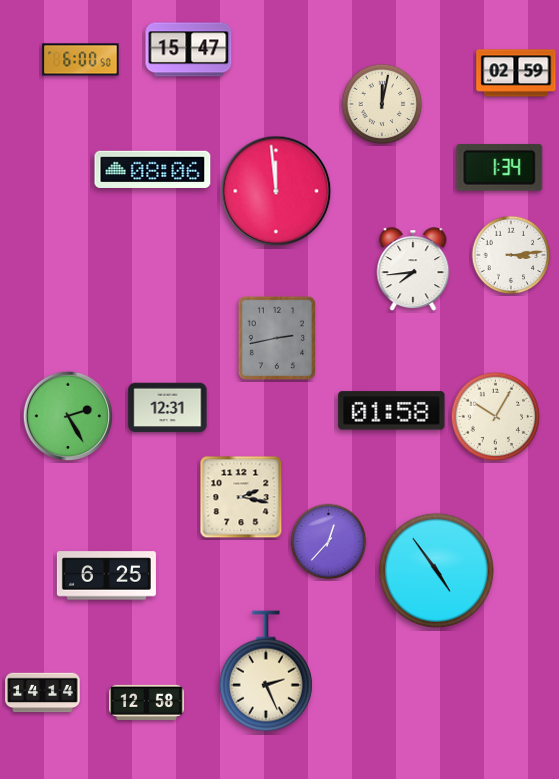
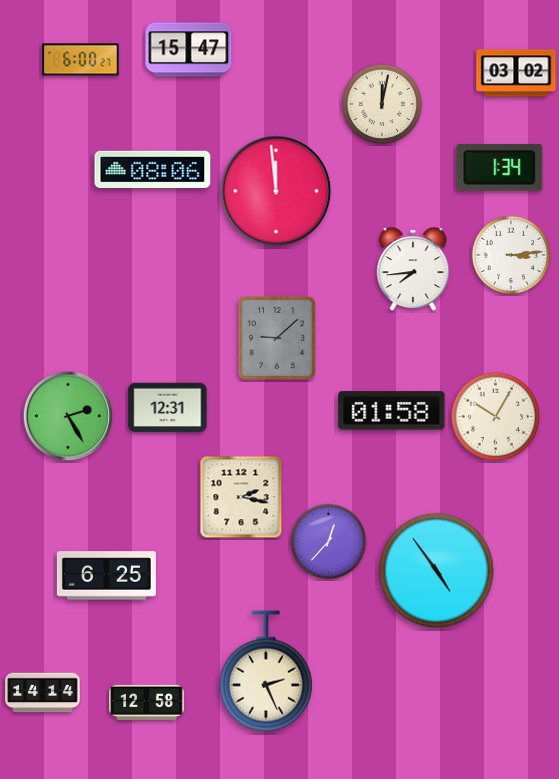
clock at (81, 60): 6:00:50 -> 6:00:27
clock at (516, 73): 02:59 -> 03:02
clock at (276, 338): 2:43 -> 9:08
